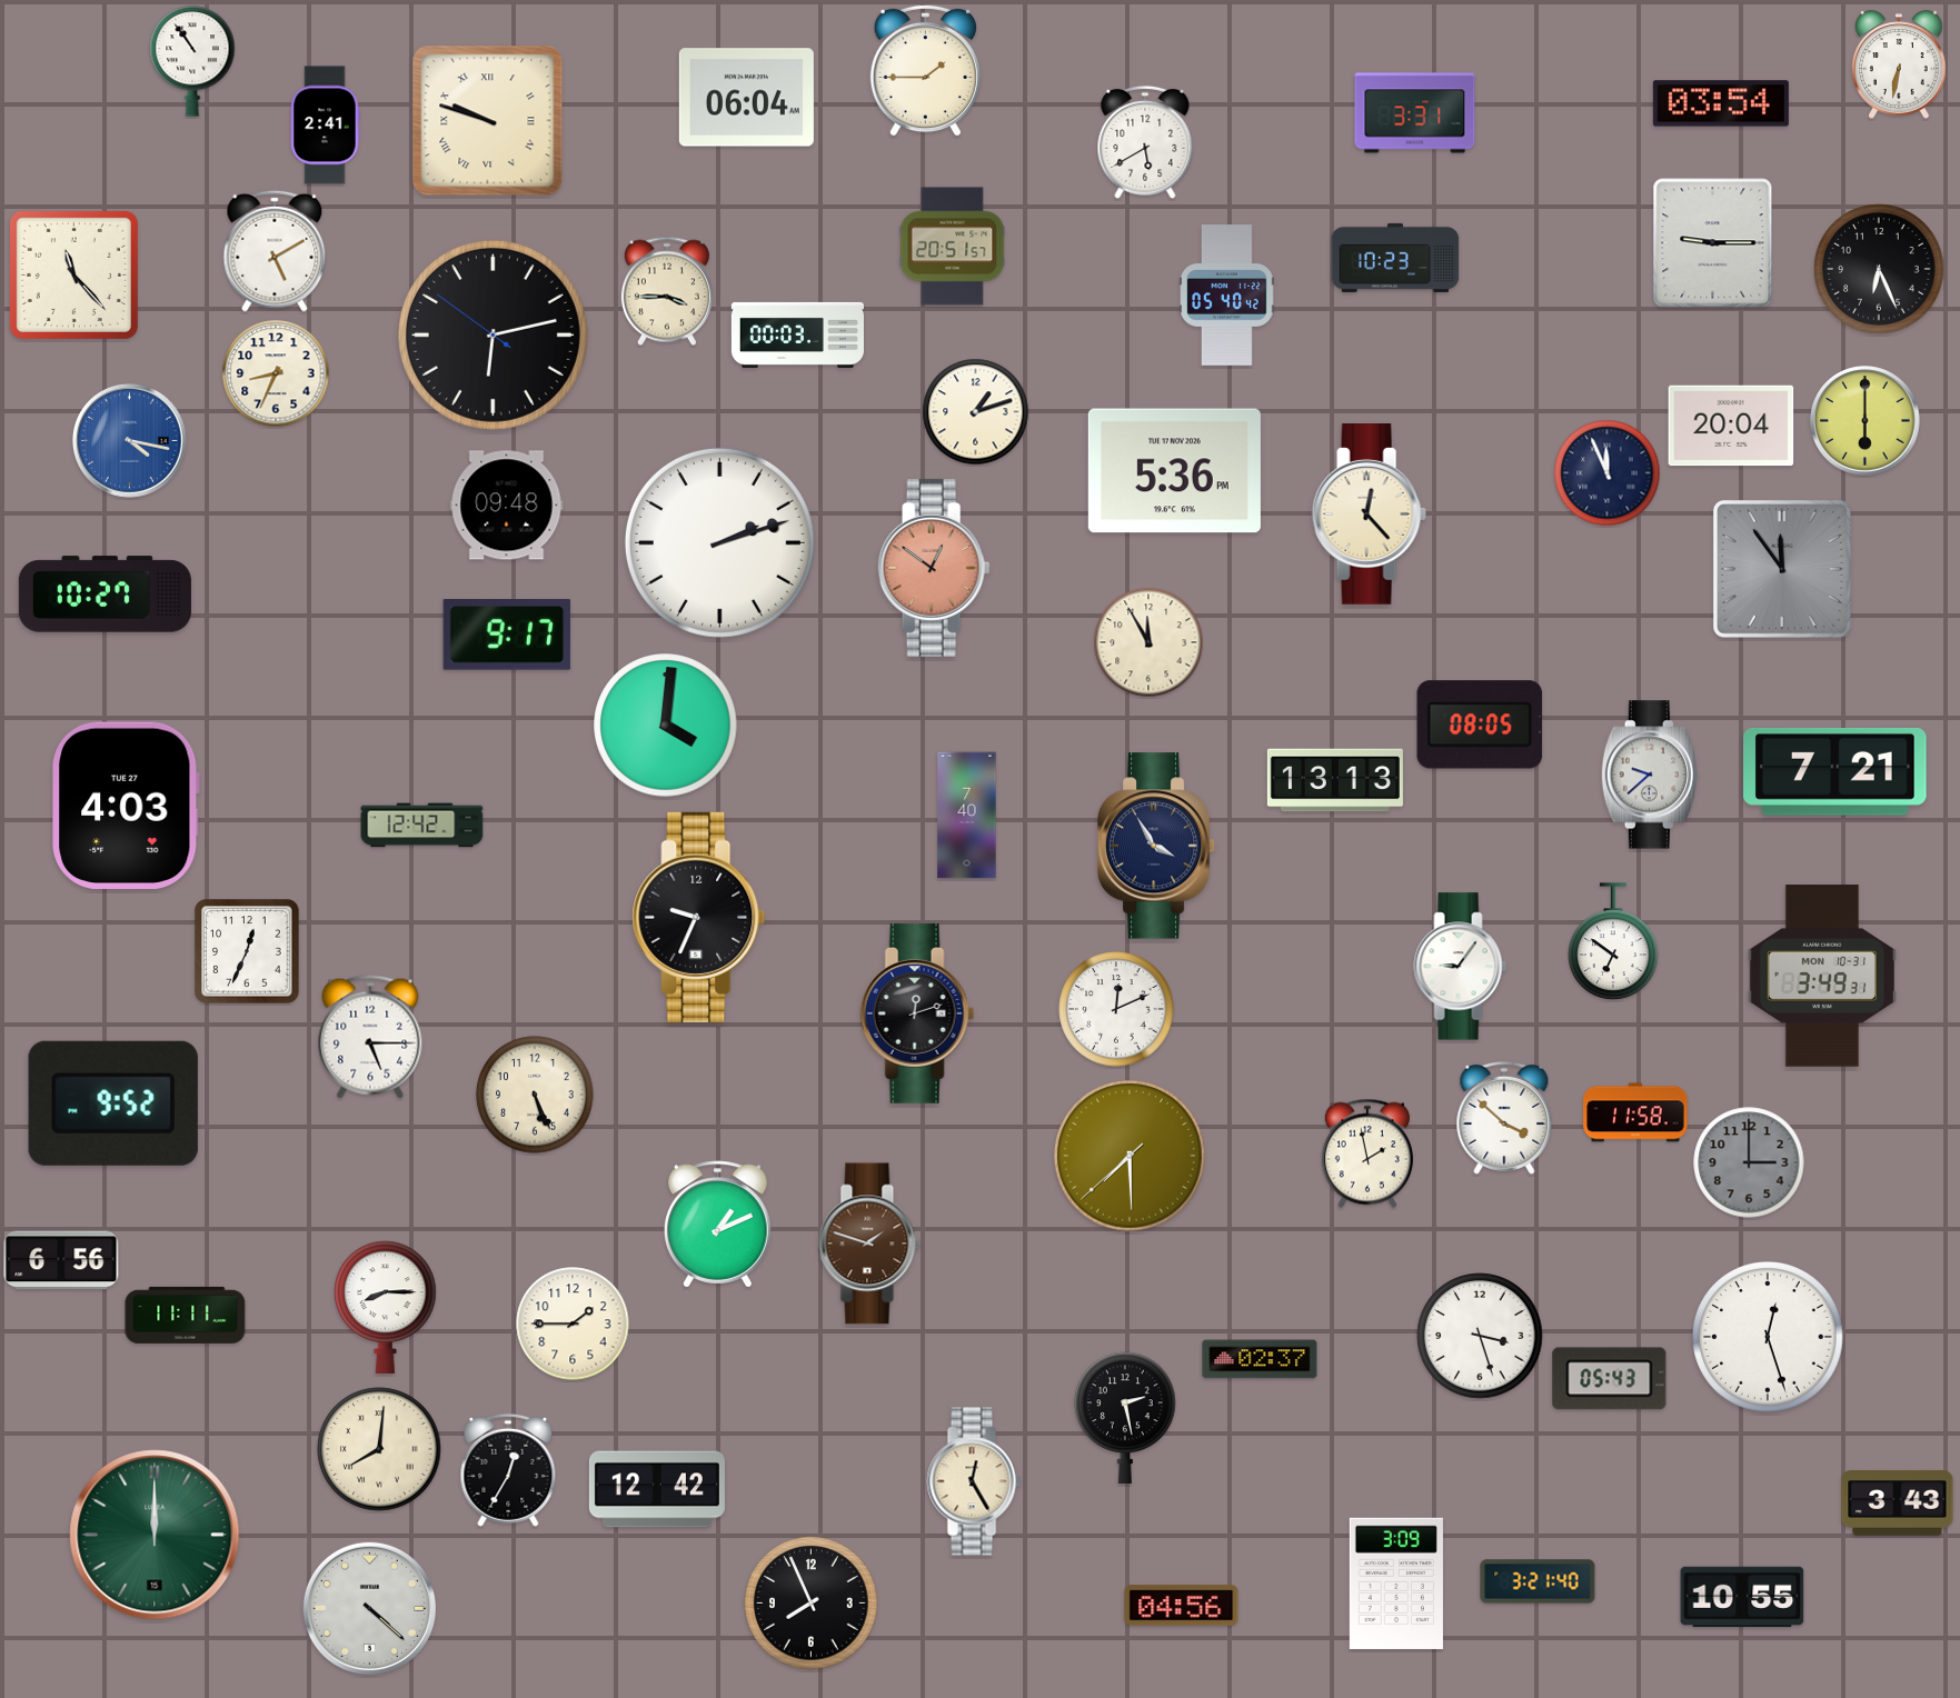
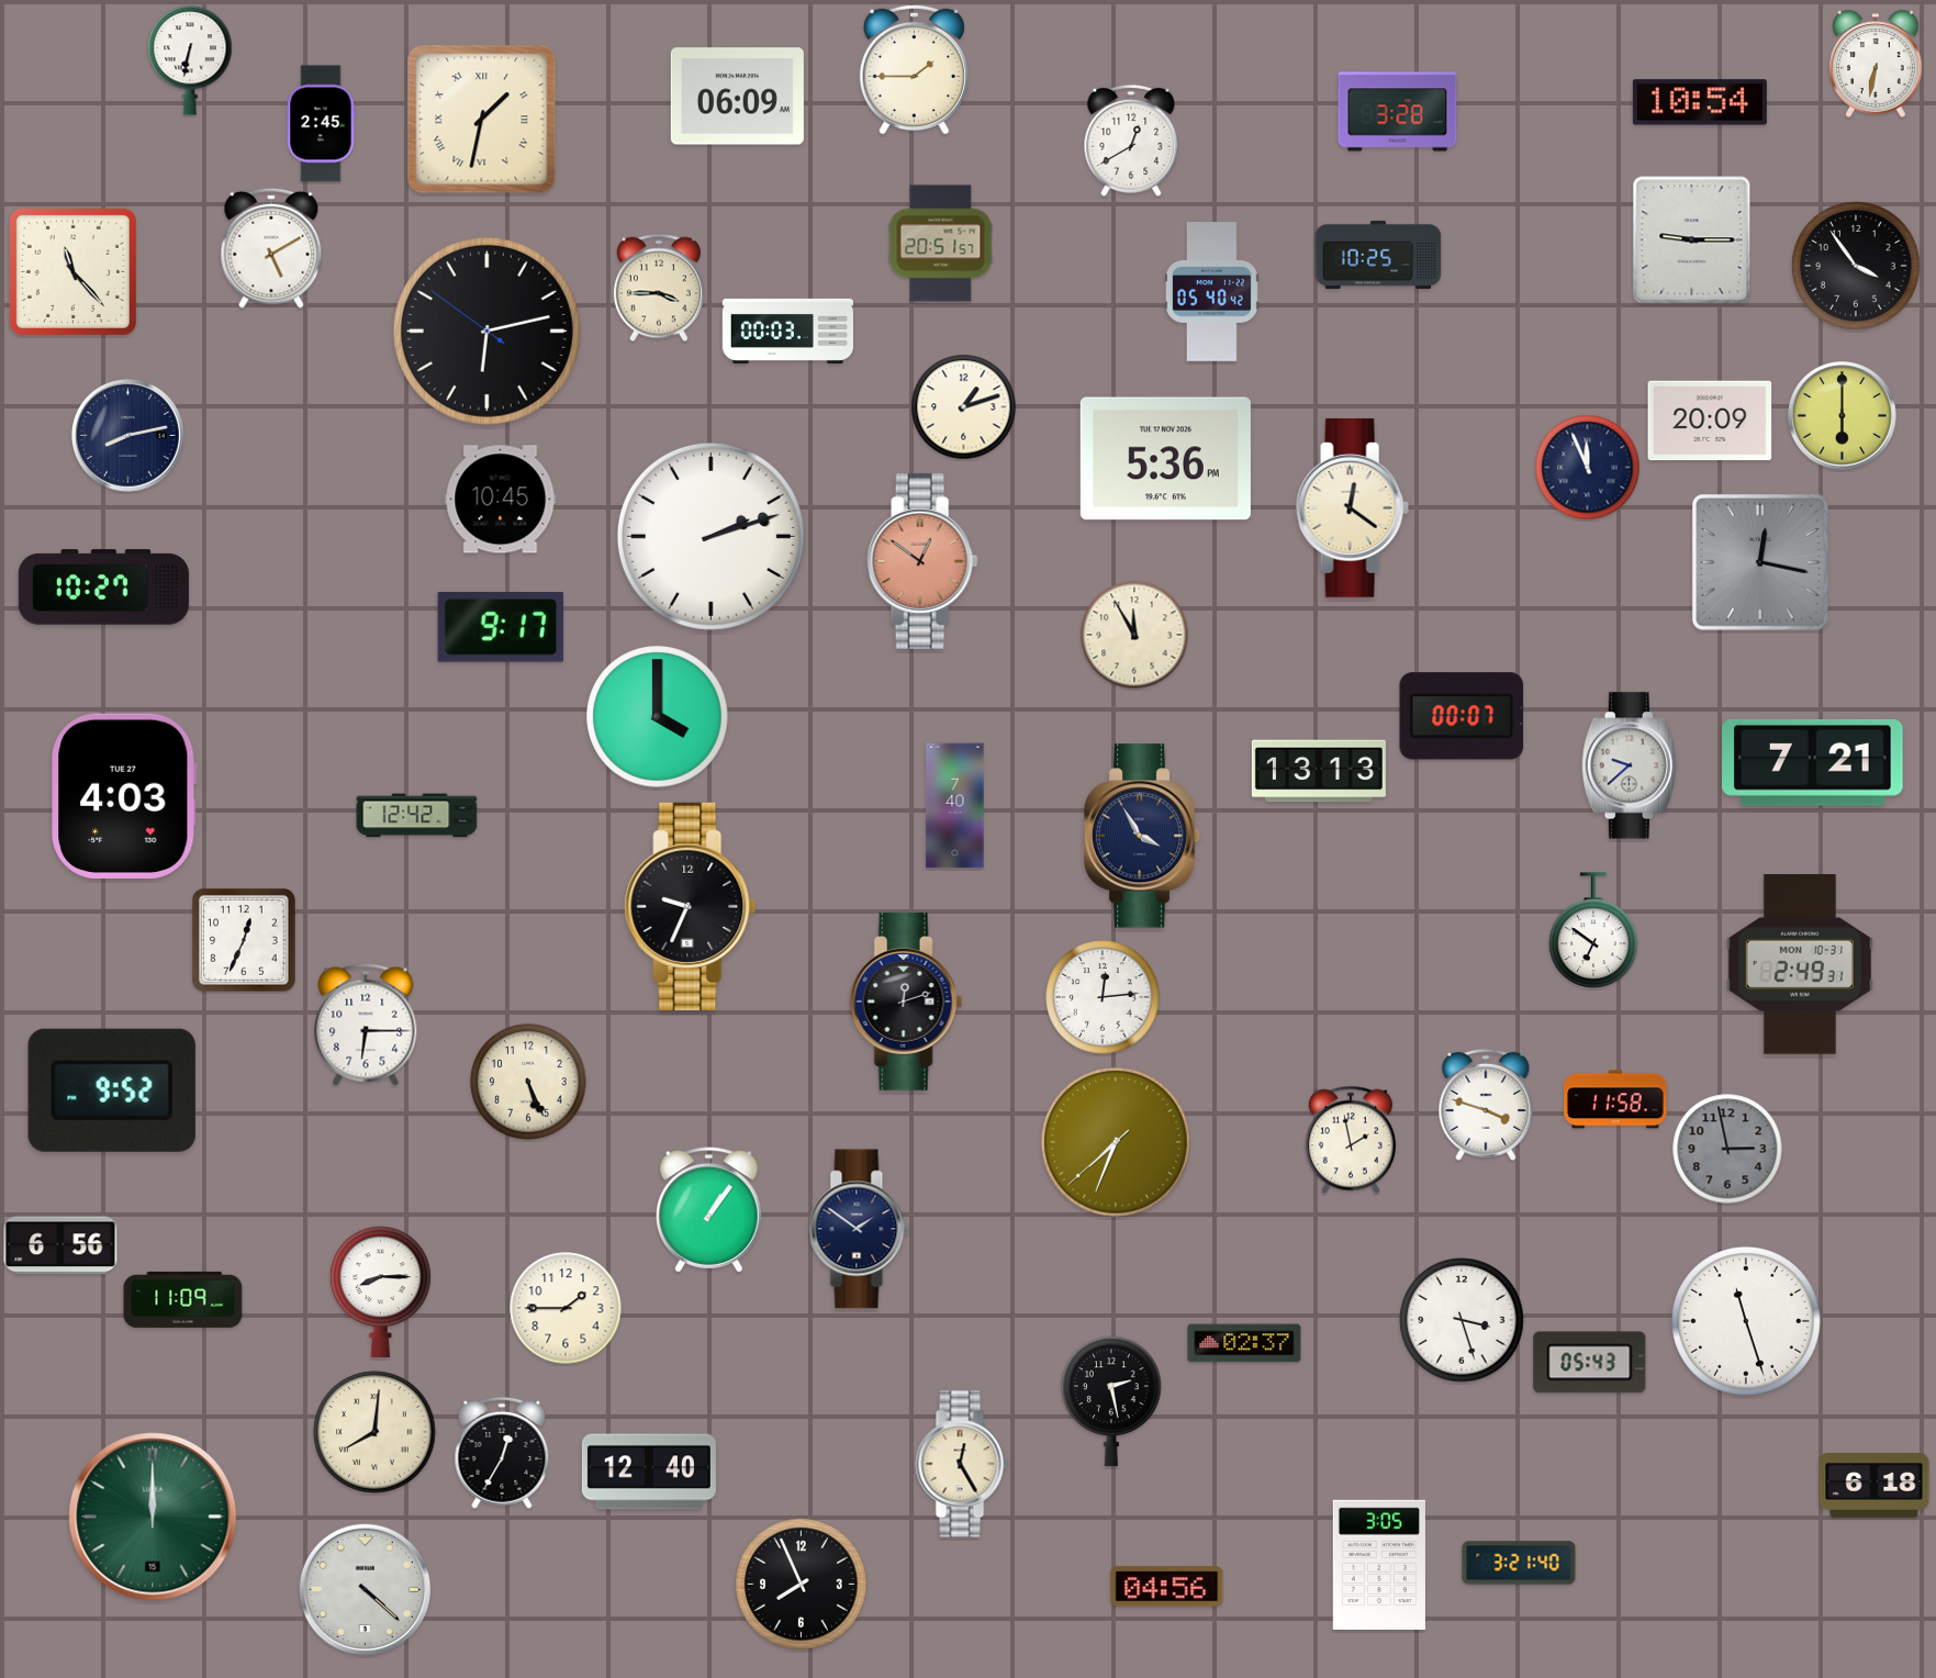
clock at (192, 61): 10:54 -> 6:32
clock at (746, 98): 06:04 -> 06:09
clock at (1721, 103): 03:54 -> 10:54
clock at (1415, 113): 3:31 -> 3:28
clock at (488, 121): 9:48 -> 1:32
clock at (325, 126): 2:41 -> 2:45
clock at (1145, 142): 5:40 -> 12:40
clock at (1395, 258): 10:23 -> 10:25
clock at (1879, 269): 6:26 -> 3:54
clock at (276, 373): 8:34 -> none
clock at (1731, 426): 20:04 -> 20:09
clock at (130, 441): 4:17 -> 8:13
clock at (130, 441) dial: blue -> navy
clock at (1174, 471) position: (1174, 471) -> (1165, 459)
clock at (507, 506): 09:48 -> 10:45
clock at (1369, 515): 12:23 -> 12:21
clock at (1782, 569): 11:54 -> 12:17
clock at (1480, 725): 08:05 -> 00:07
clock at (666, 726): 4:01 -> 4:00
clock at (1461, 967): 9:06 -> none
clock at (1822, 976): 3:49 -> 2:49
clock at (1116, 1009): 12:11 -> 12:14
clock at (370, 1037): 5:15 -> 6:15
clock at (1504, 1118): 3:52 -> 3:48
clock at (1130, 1156): 7:29 -> 7:33
clock at (1749, 1162): 3:00 -> 2:58
clock at (718, 1225): 1:11 -> 1:06
clock at (869, 1243): 1:48 -> 1:51
clock at (869, 1243) dial: brown -> navy
clock at (186, 1315): 11:11 -> 11:09
clock at (1768, 1337): 12:27 -> 11:27
clock at (657, 1489): 12:42 -> 12:40
clock at (1898, 1504): 3:43 -> 6:18
clock at (1396, 1584): 3:09 -> 3:05
clock at (1742, 1597): 10:55 -> none
